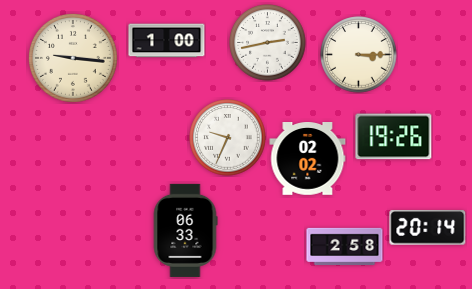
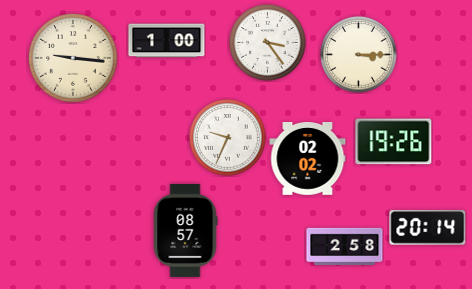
clock at (268, 43): 2:43 -> 3:24
clock at (394, 137) position: (394, 137) -> (394, 142)
clock at (185, 230): 06:33 -> 08:57
